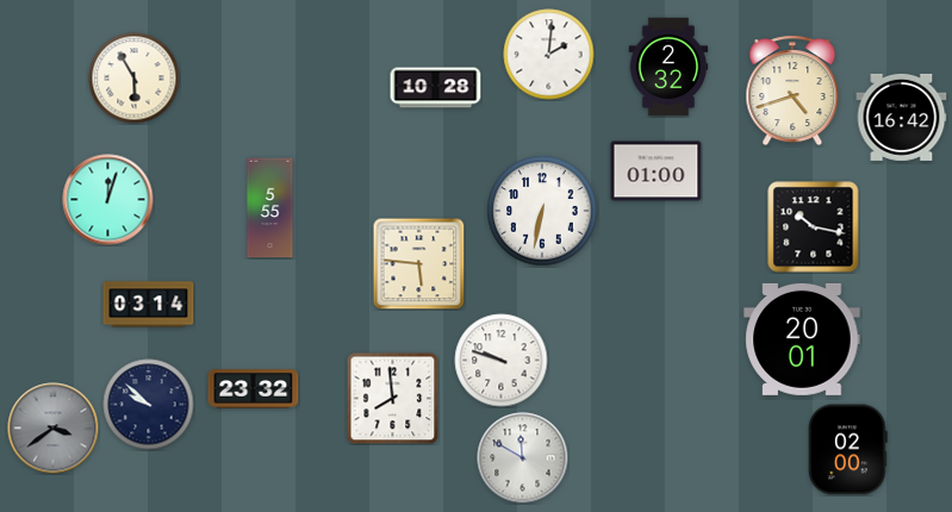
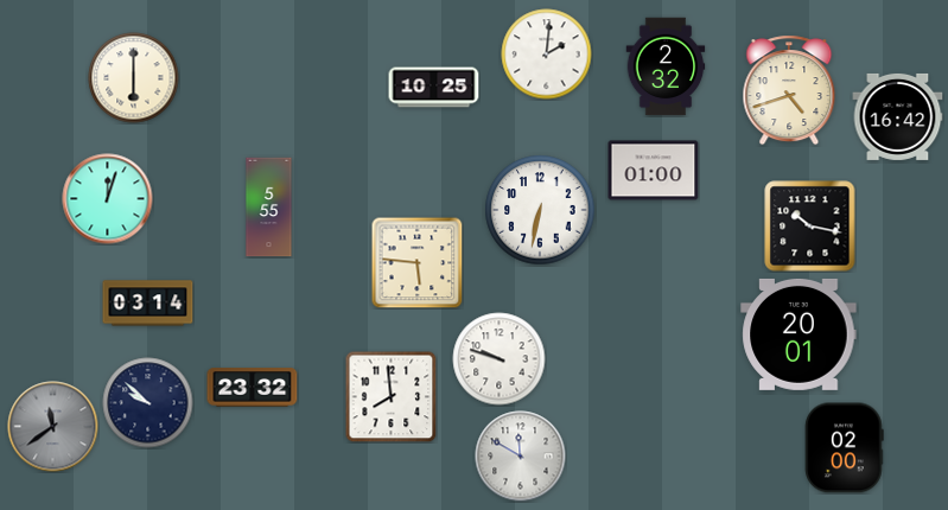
clock at (135, 79): 5:55 -> 6:00
clock at (436, 88): 10:28 -> 10:25
clock at (802, 339) position: (802, 339) -> (799, 334)
clock at (54, 429): 3:39 -> 11:39
